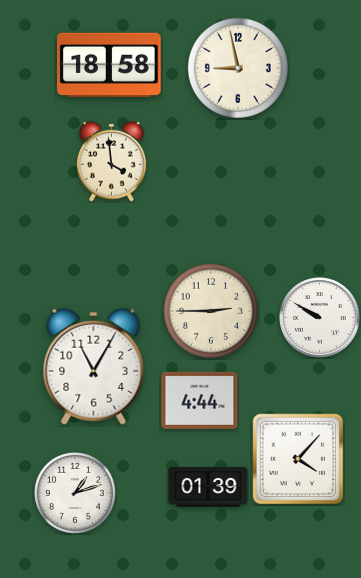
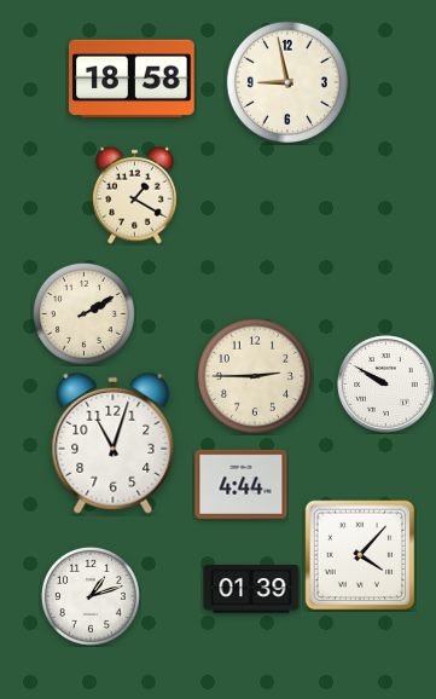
clock at (112, 161): 3:59 -> 1:20
clock at (83, 313): none -> 2:10
clock at (94, 366): 11:05 -> 11:03
